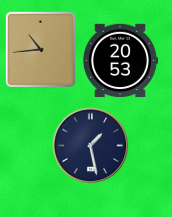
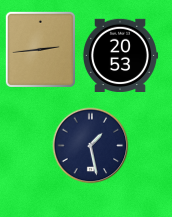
clock at (40, 49): 10:44 -> 2:44
clock at (120, 60) position: (120, 60) -> (120, 55)
